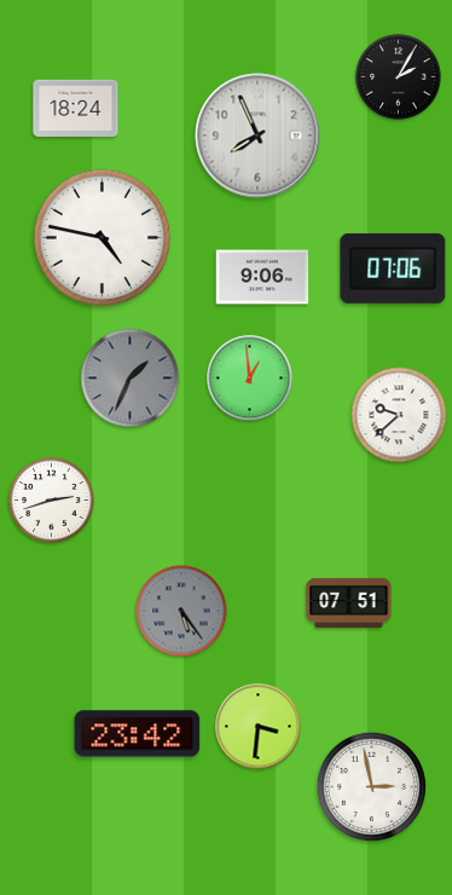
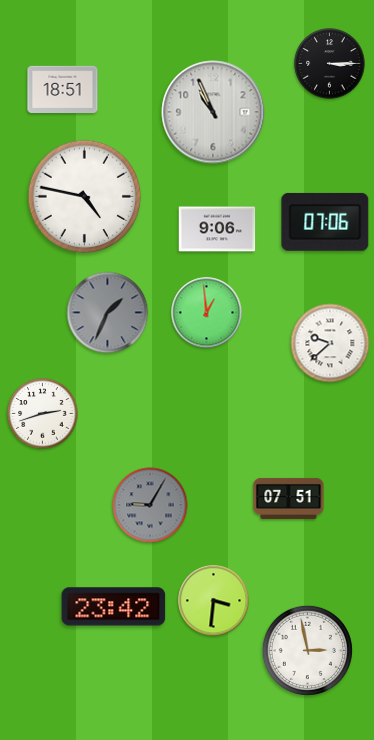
clock at (399, 77): 2:05 -> 3:15
clock at (76, 109): 18:24 -> 18:51
clock at (257, 135): 7:56 -> 10:56
clock at (181, 611): 5:24 -> 9:05
